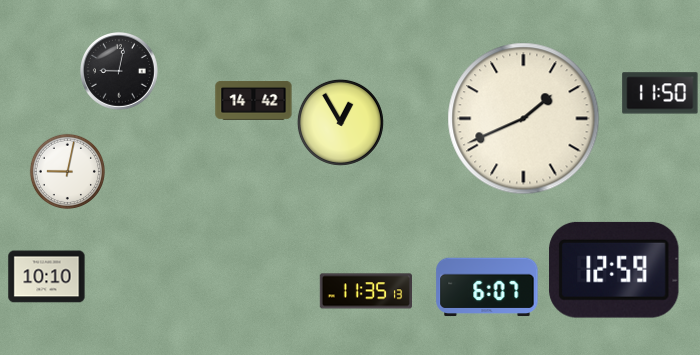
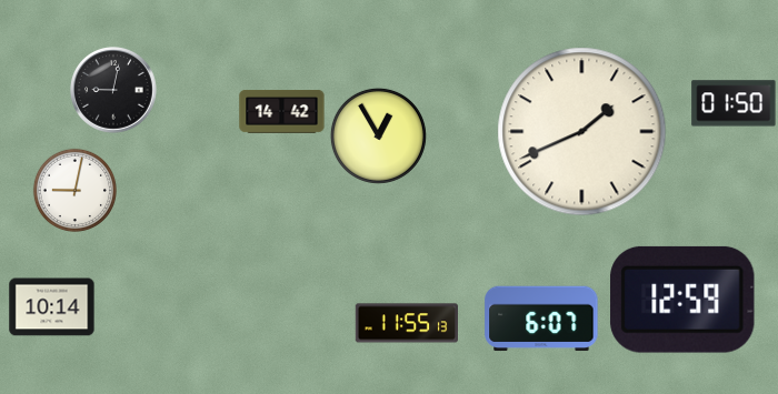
clock at (120, 72) position: (120, 72) -> (114, 91)
clock at (660, 93): 11:50 -> 01:50
clock at (47, 277): 10:10 -> 10:14
clock at (365, 291): 11:35 -> 11:55
